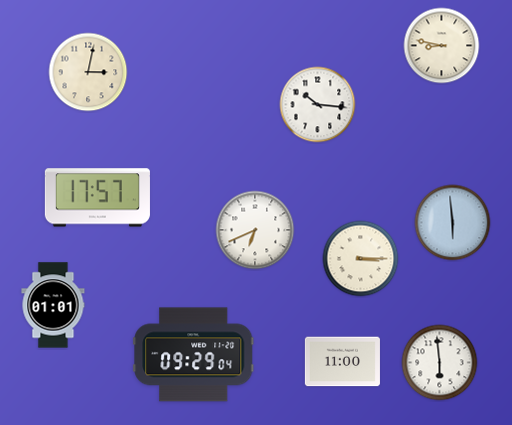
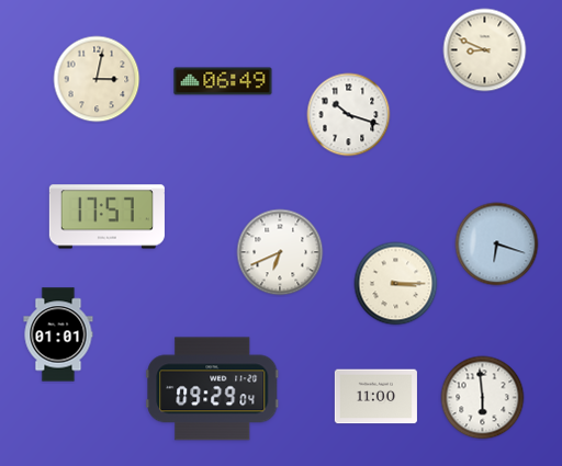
clock at (442, 46): 8:47 -> 8:49
clock at (223, 81): none -> 06:49
clock at (318, 105): 10:16 -> 10:18
clock at (453, 223): 5:59 -> 6:18
